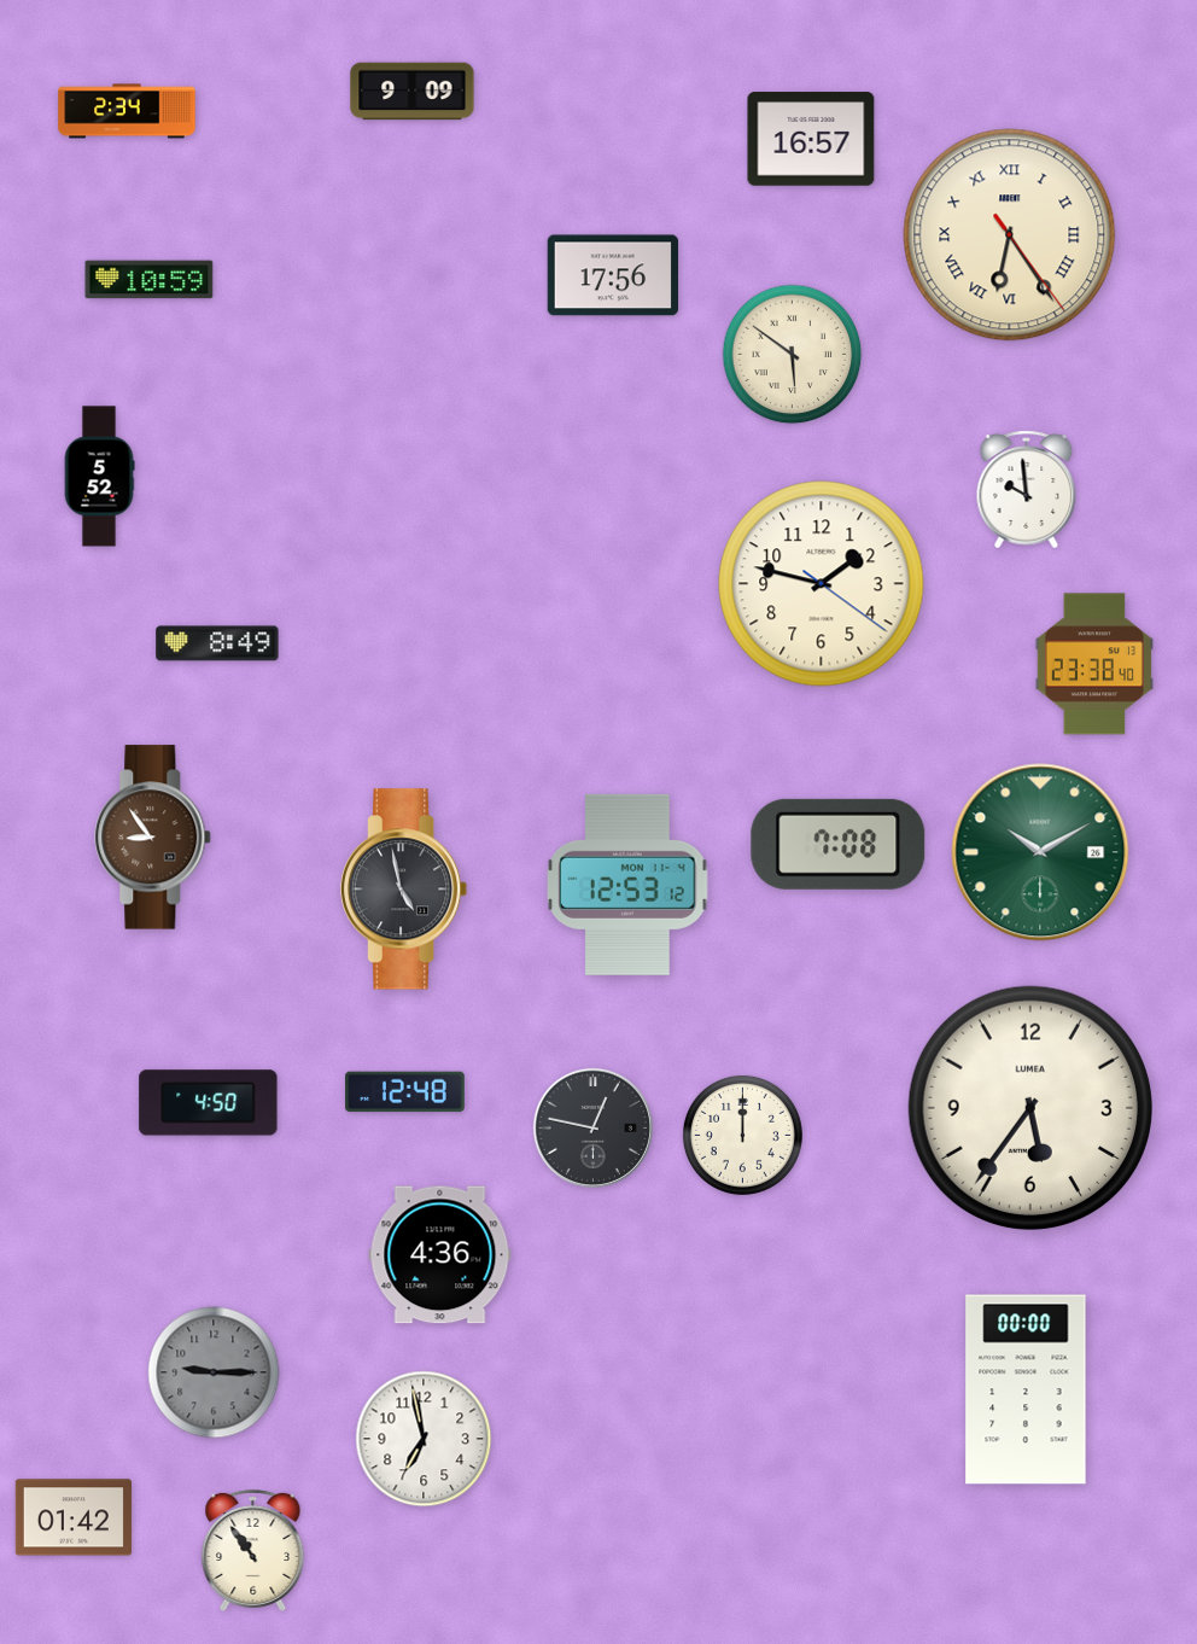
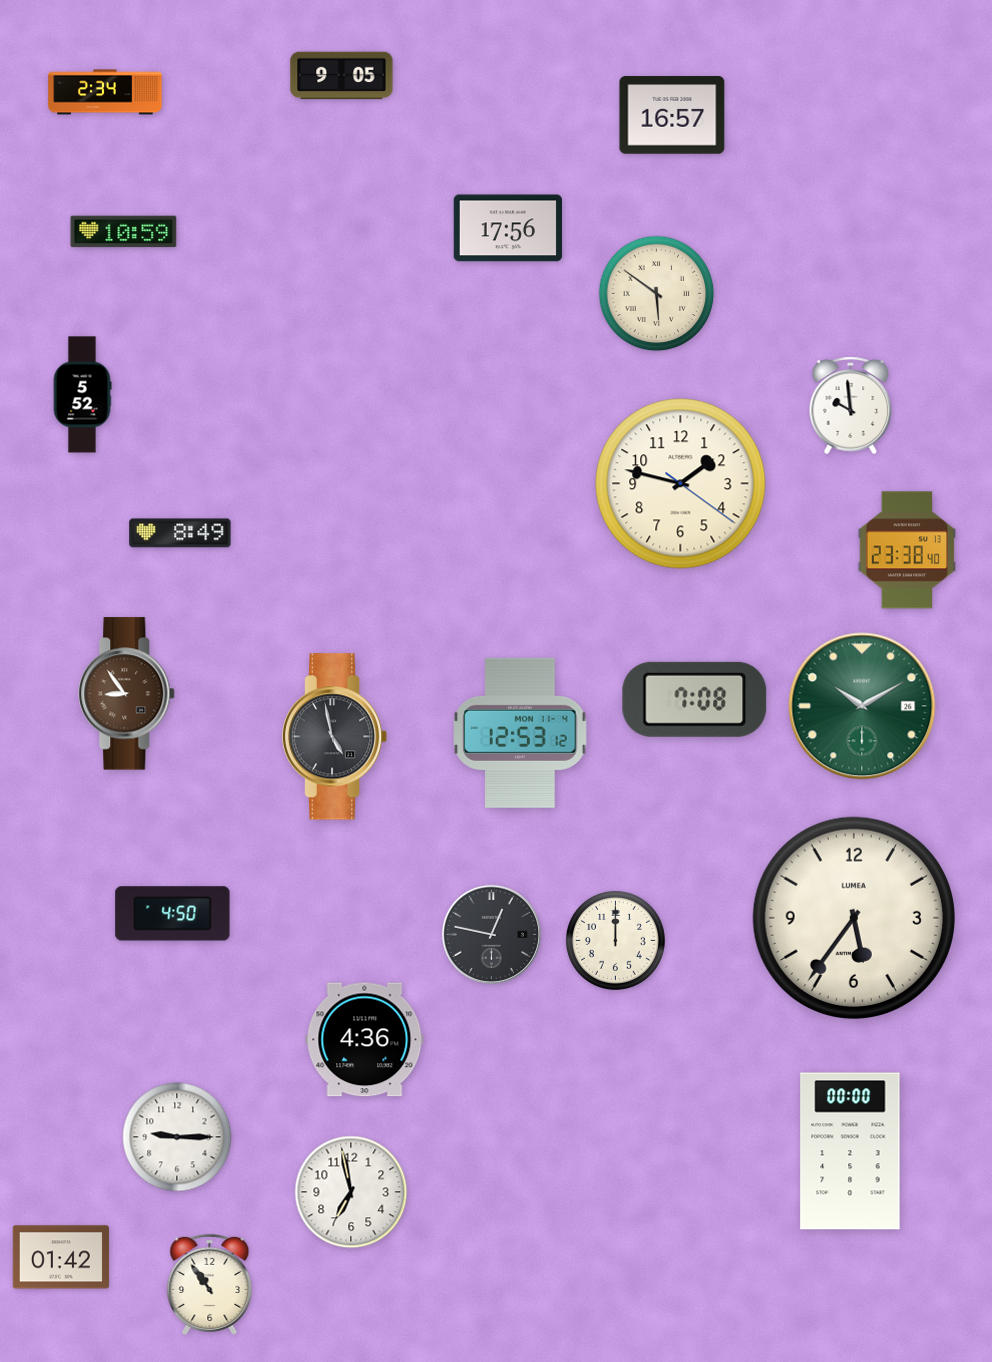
clock at (413, 92): 9:09 -> 9:05
clock at (1010, 235): 6:24 -> none
clock at (405, 1092): 12:48 -> none
clock at (214, 1372) dial: grey -> white
